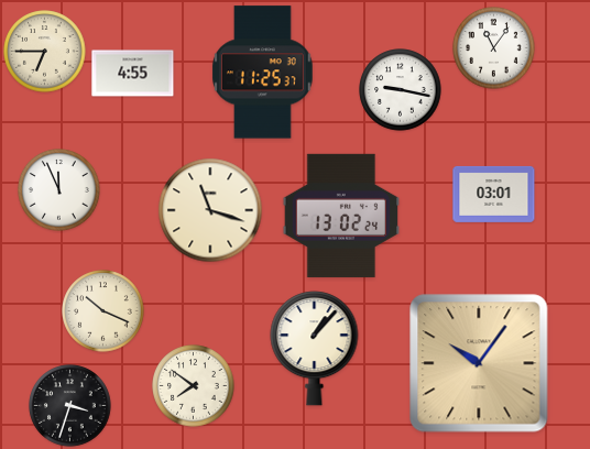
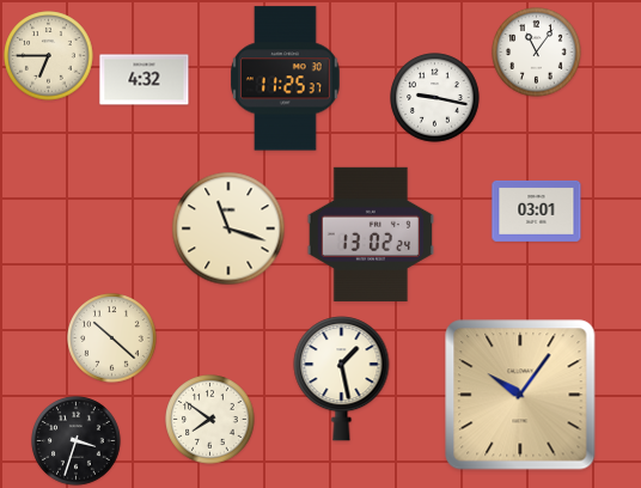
clock at (133, 74): 4:55 -> 4:32
clock at (59, 190): 11:56 -> none
clock at (103, 311): 10:19 -> 10:22
clock at (315, 349): 1:07 -> 1:28
